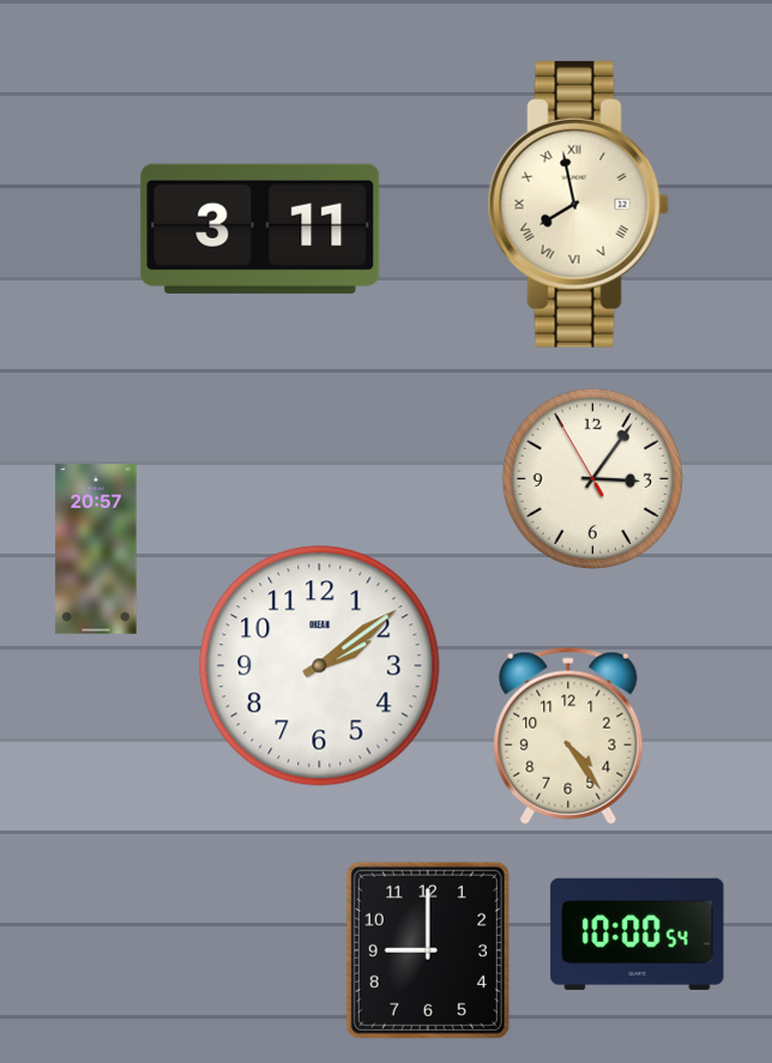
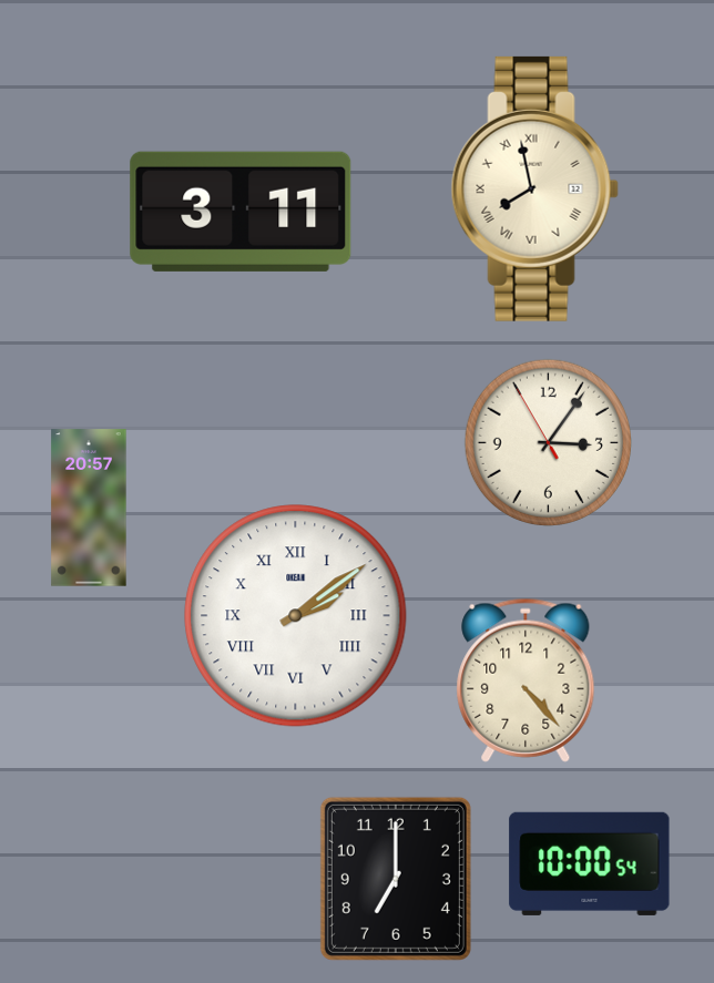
clock at (320, 666) numerals: Arabic -> Roman
clock at (568, 736): 4:24 -> 4:23
clock at (428, 950): 9:00 -> 7:00
